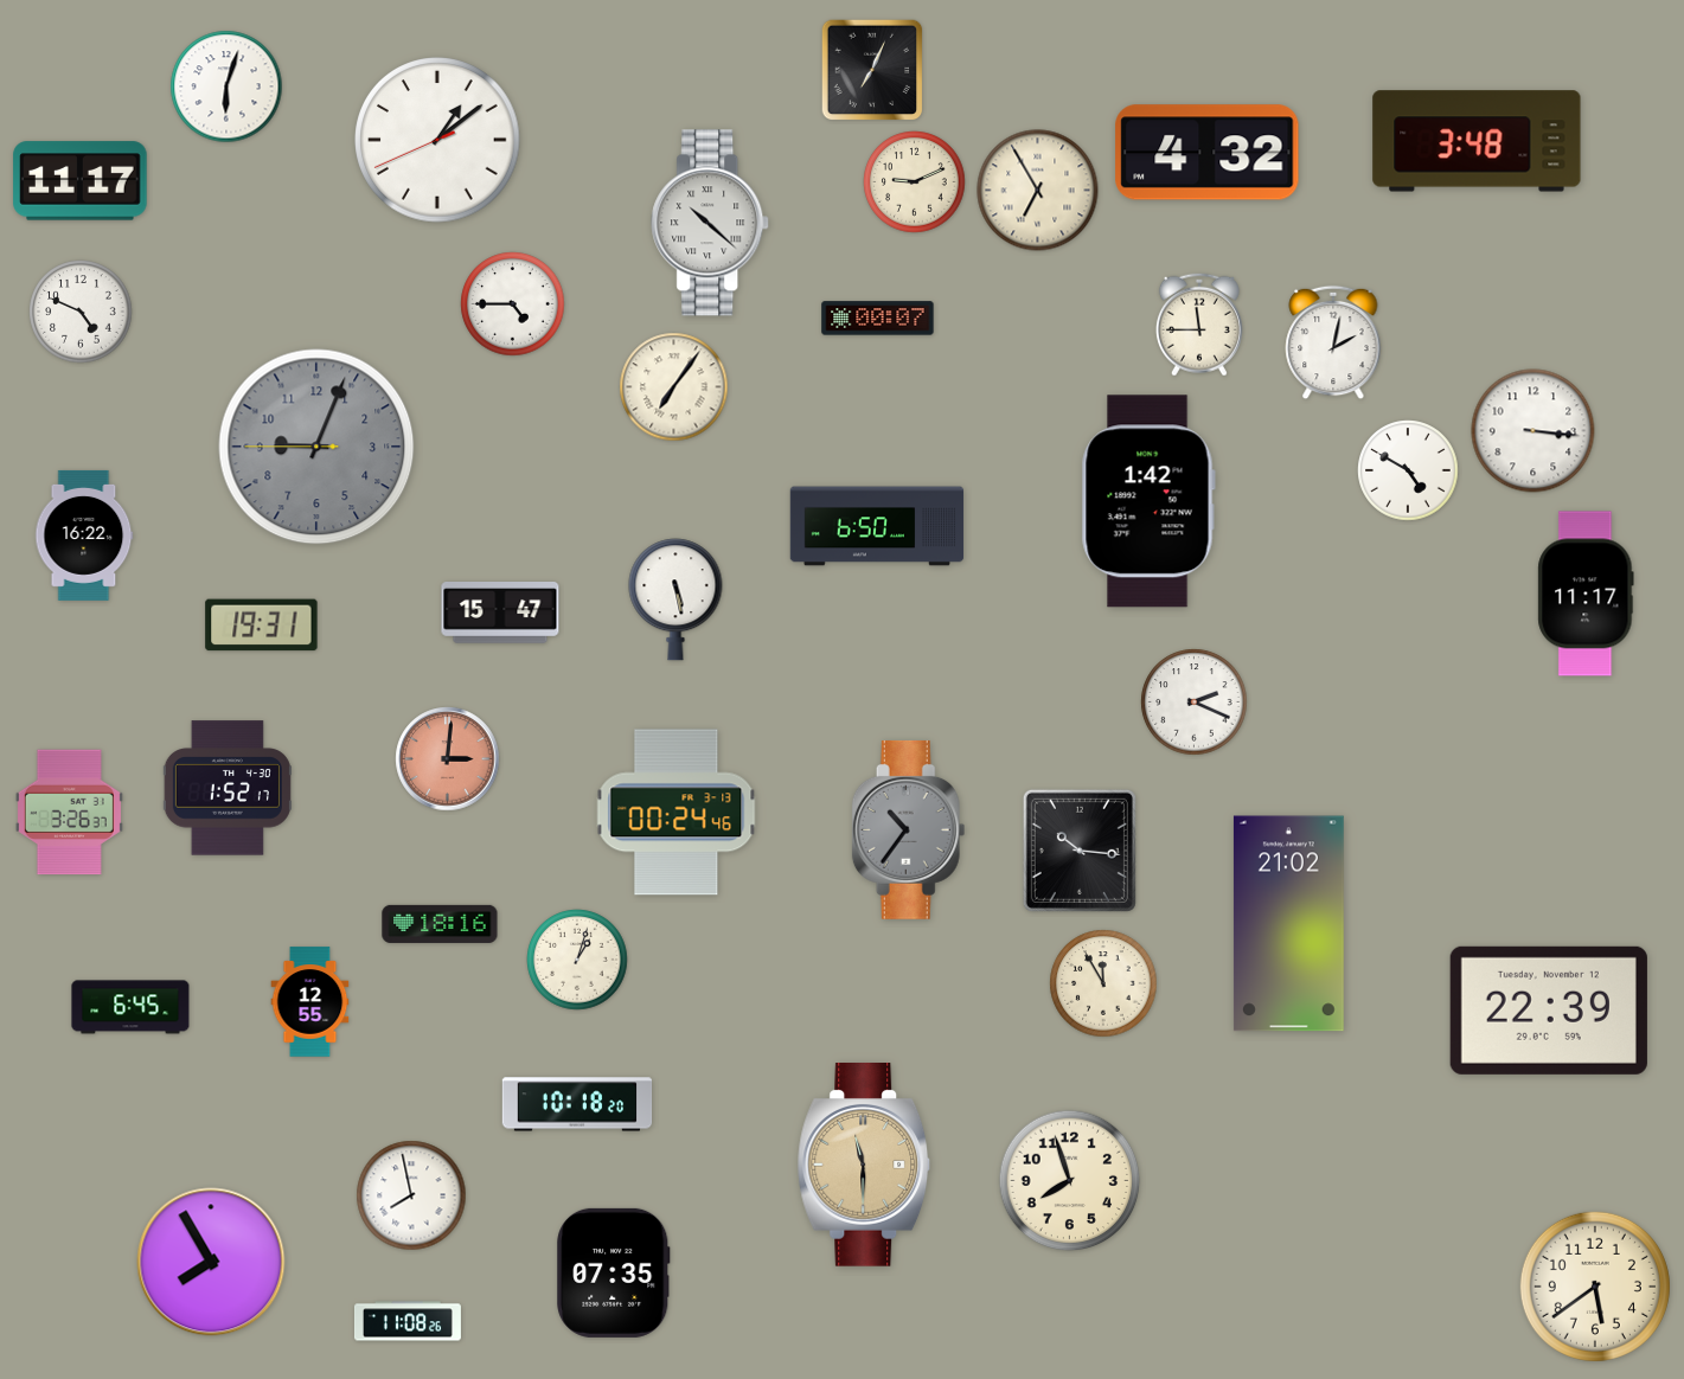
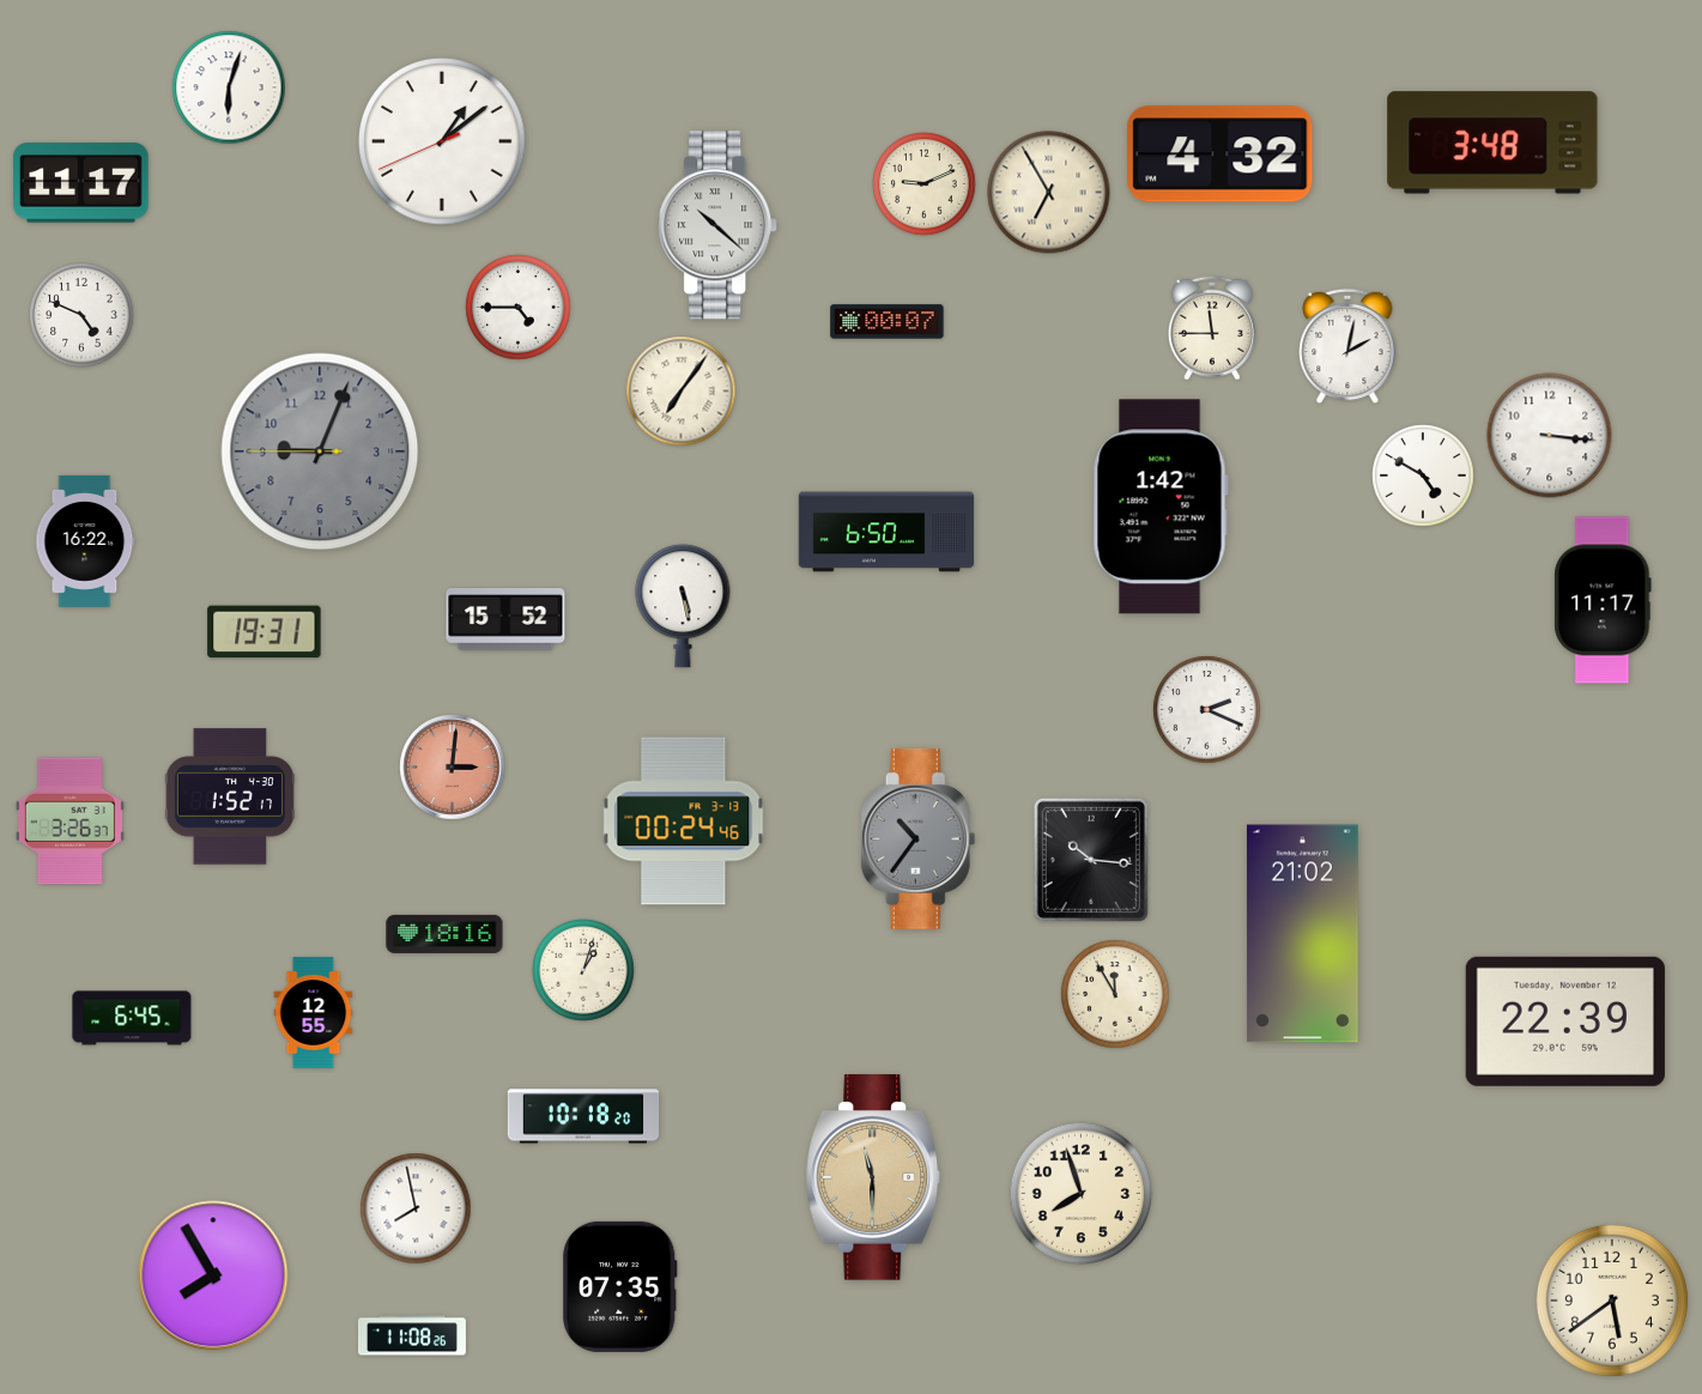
clock at (872, 70): 7:04 -> none
clock at (500, 614): 15:47 -> 15:52
